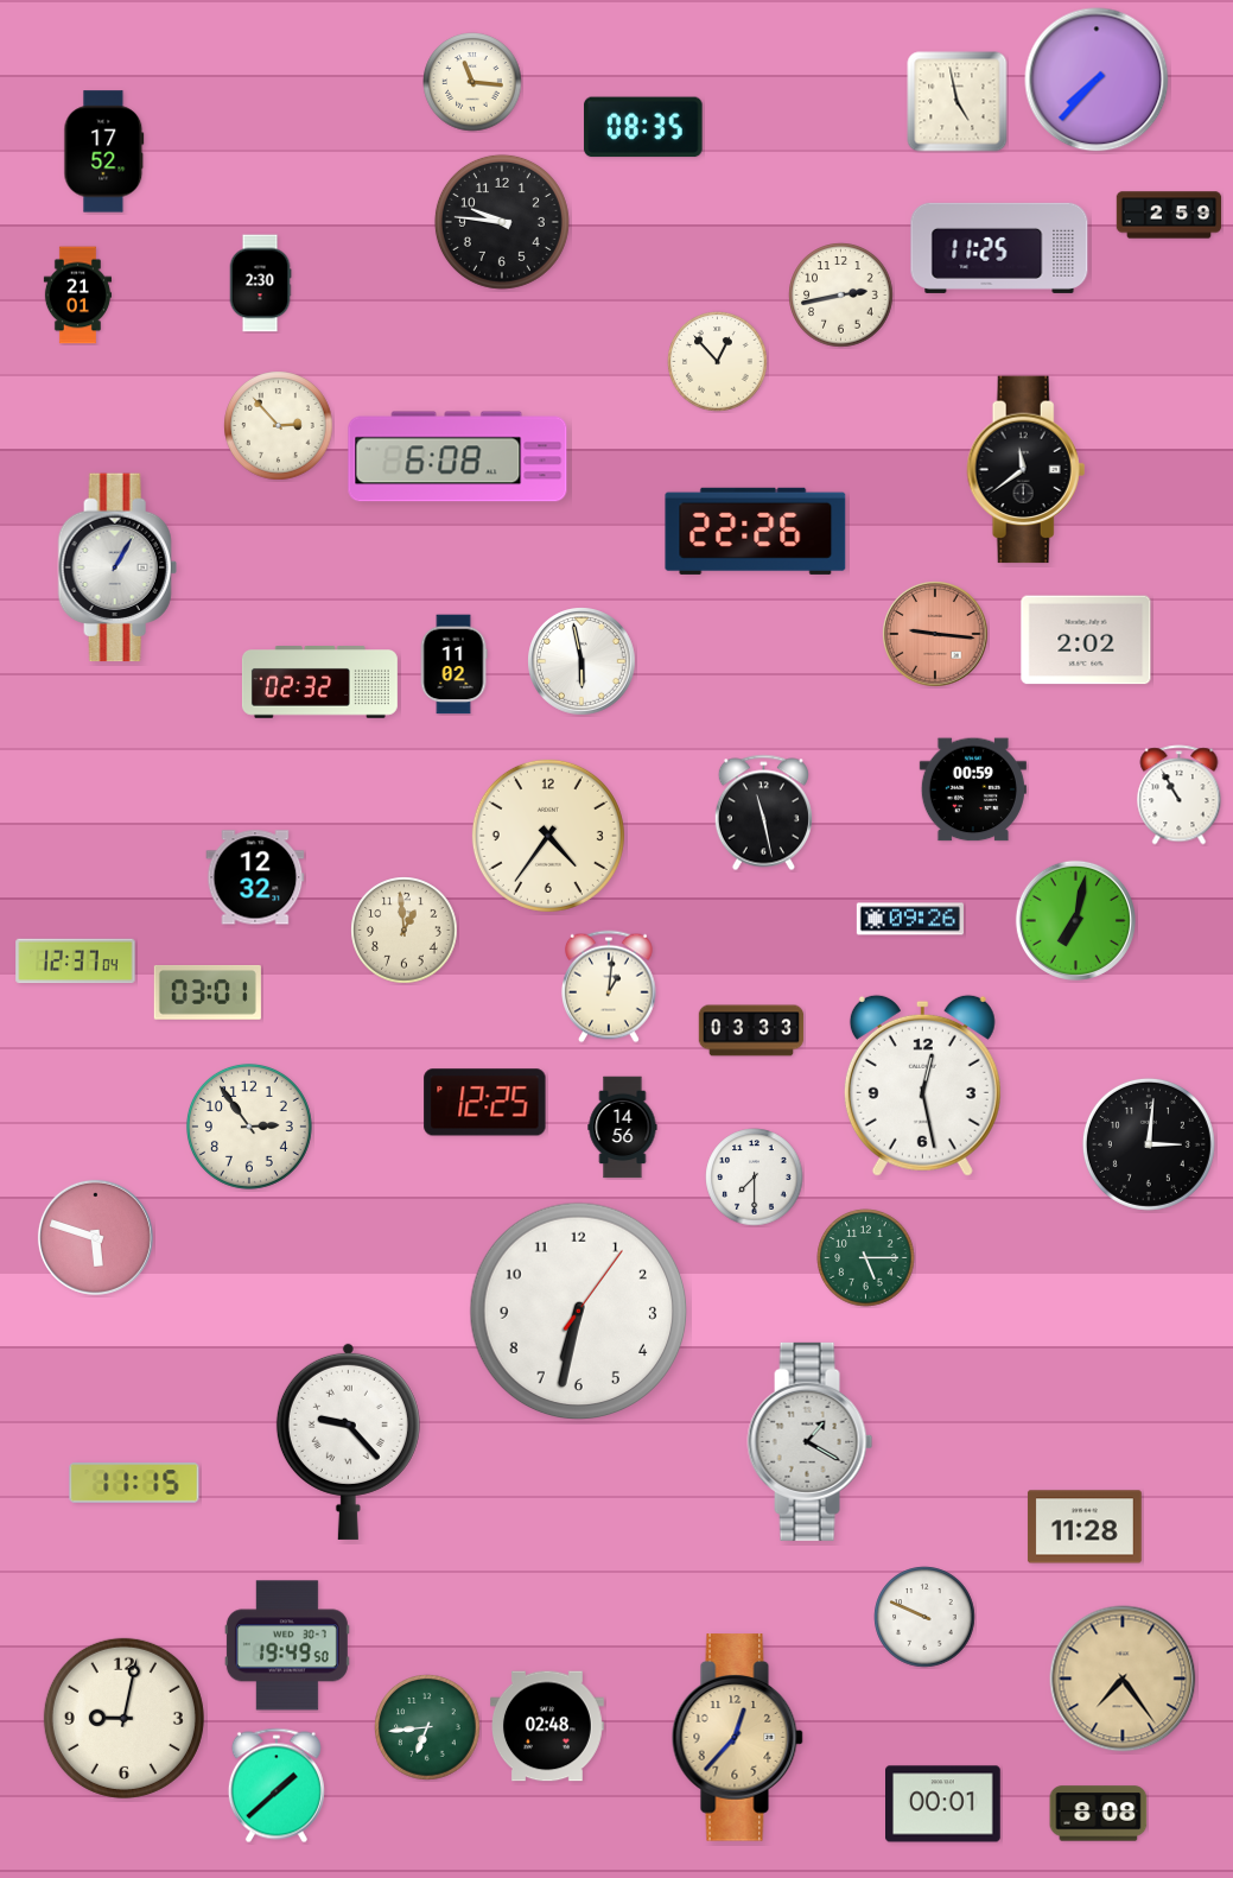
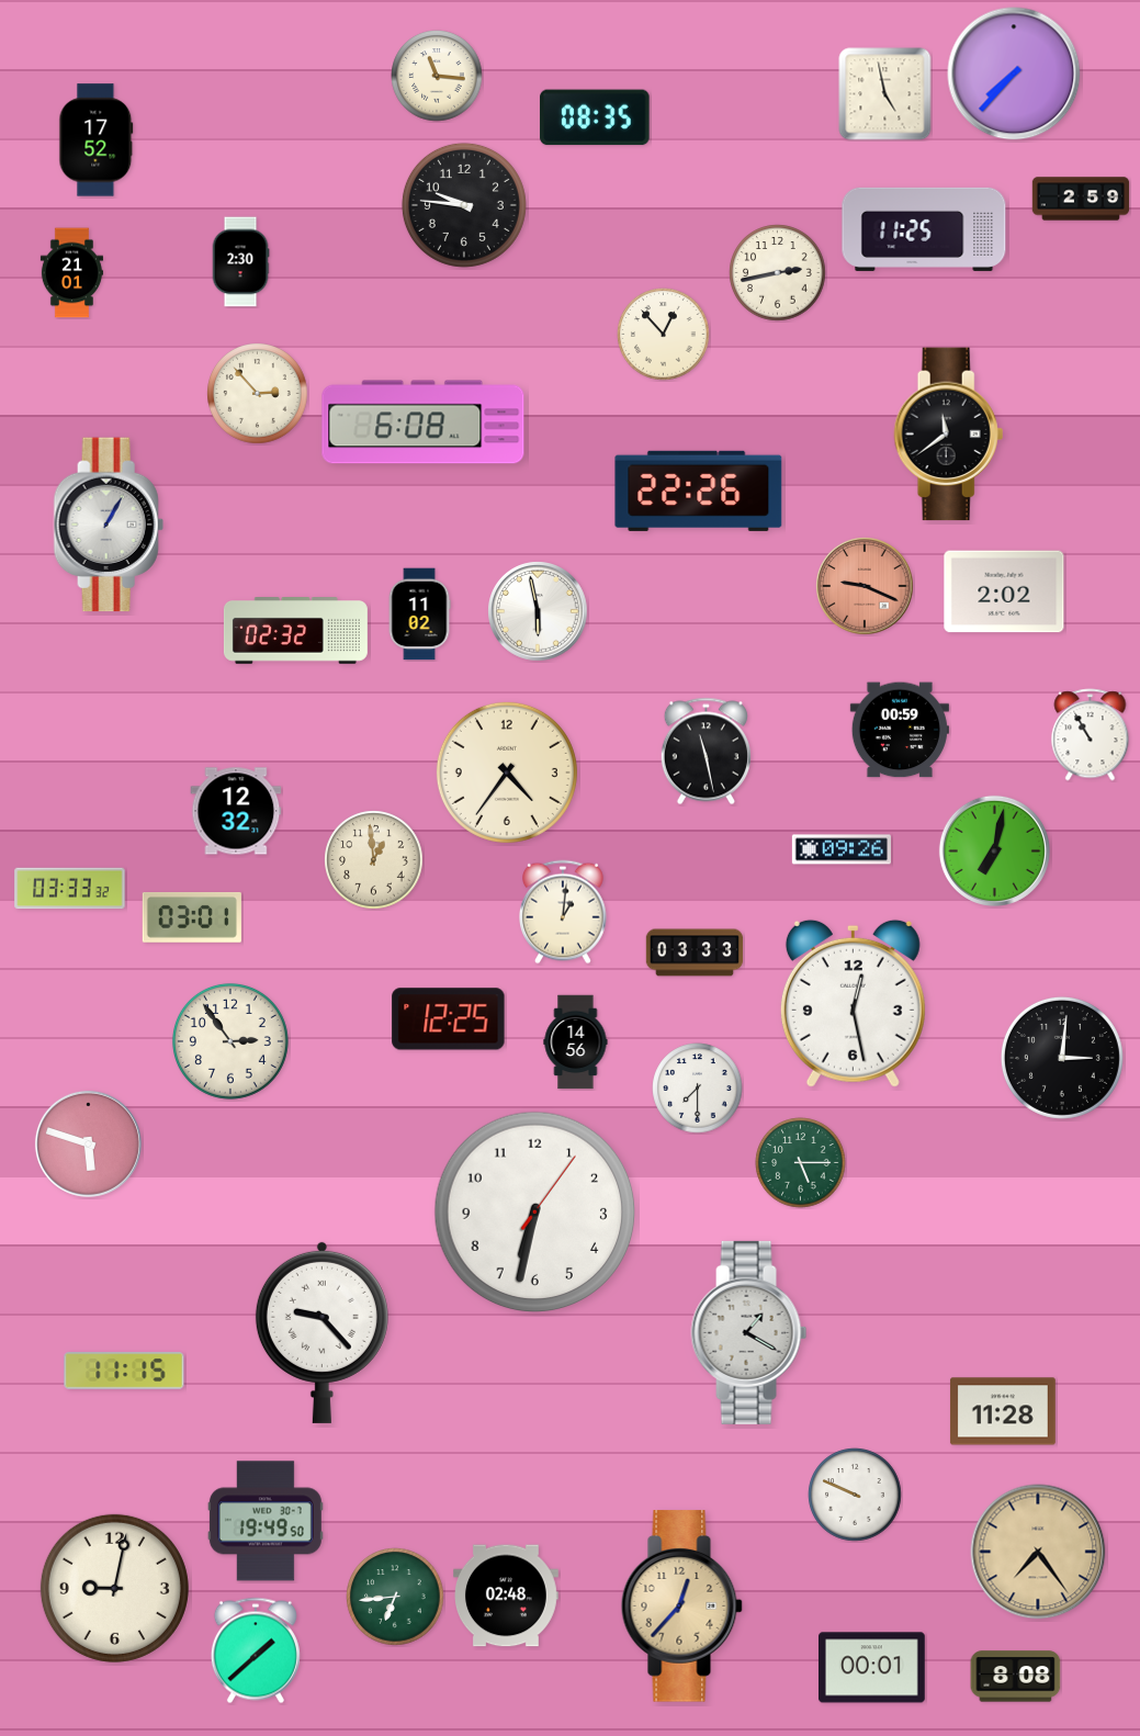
clock at (935, 634): 9:16 -> 9:19
clock at (76, 962): 12:37 -> 03:33
